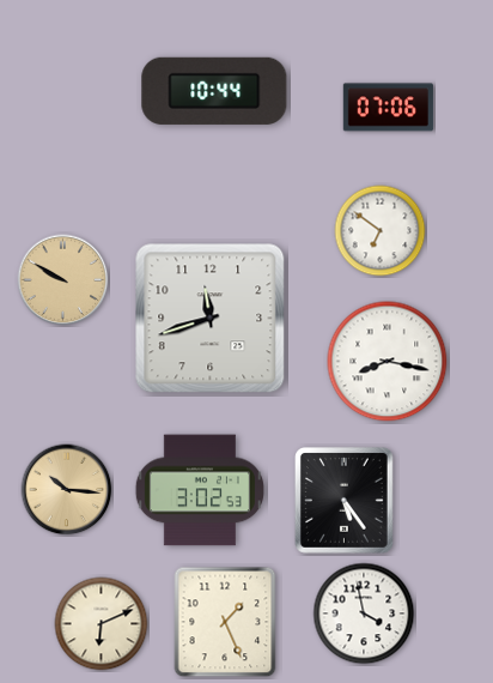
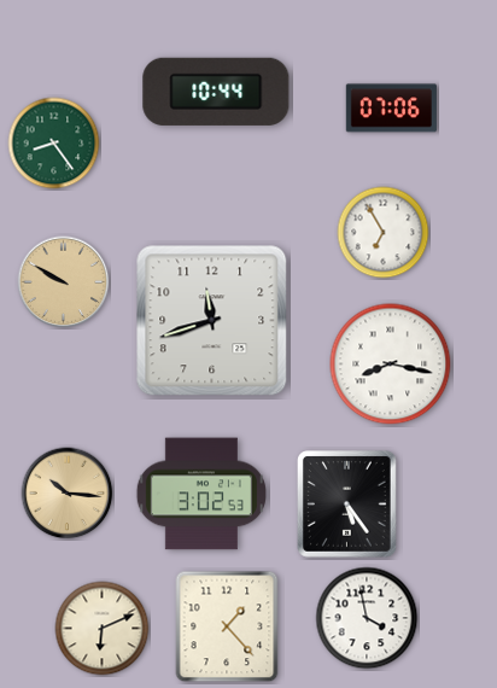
clock at (54, 144): none -> 8:24
clock at (381, 231): 6:51 -> 6:55
clock at (225, 622): 1:26 -> 1:23
